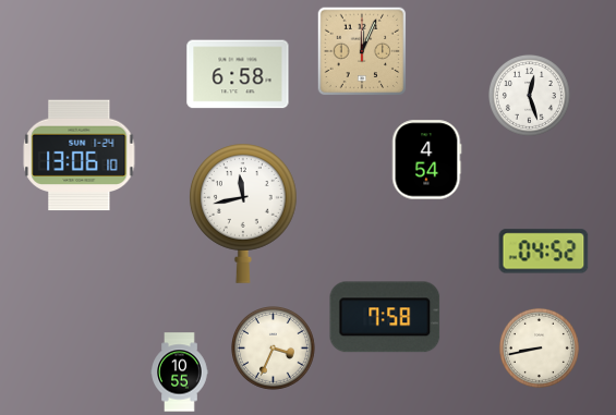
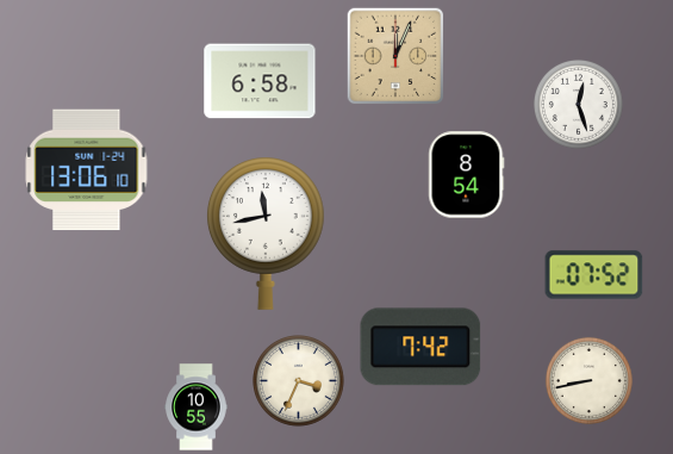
clock at (427, 160): 4:54 -> 8:54
clock at (544, 252): 04:52 -> 07:52
clock at (385, 317): 7:58 -> 7:42
